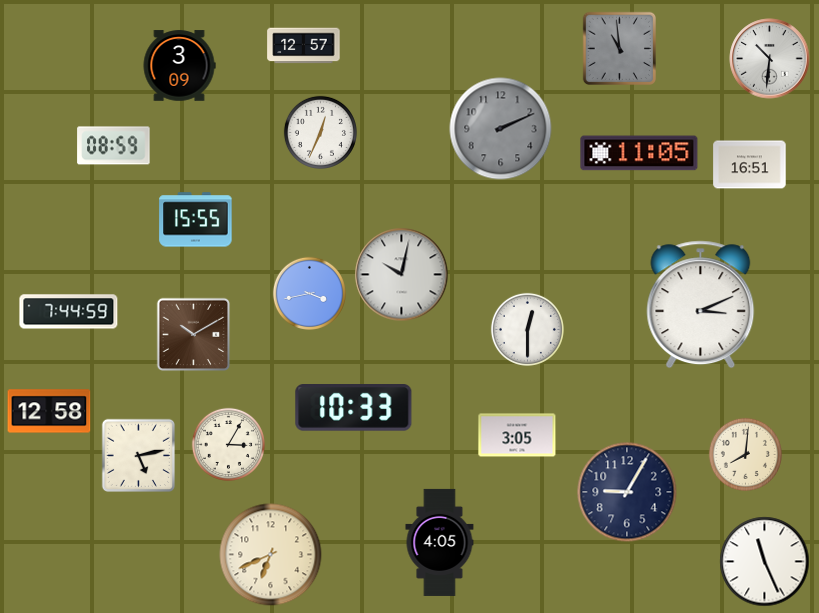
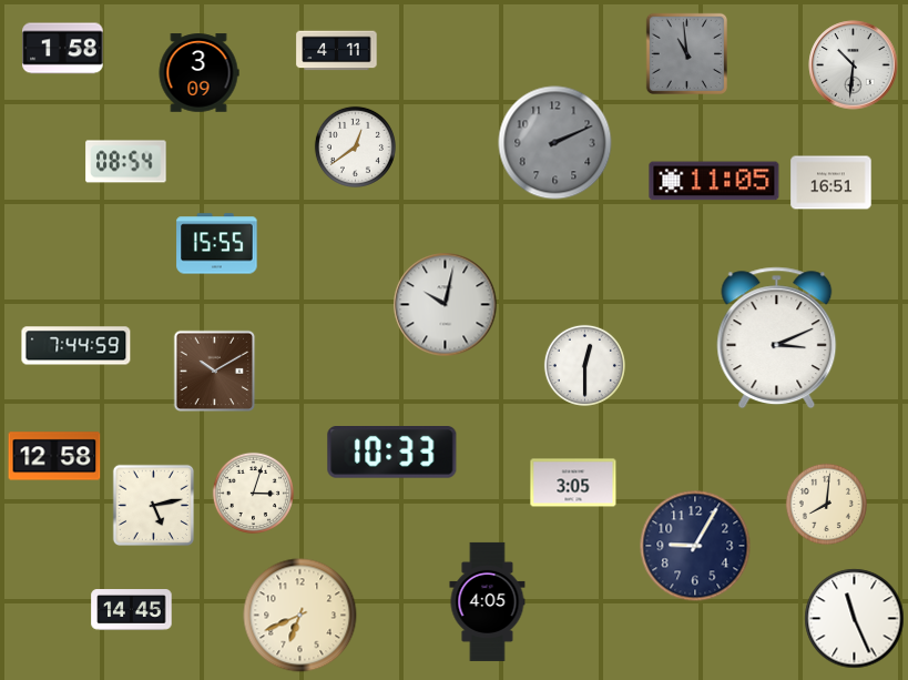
clock at (63, 49): none -> 1:58
clock at (304, 46): 12:57 -> 4:11
clock at (320, 132): 12:34 -> 12:39
clock at (114, 146): 08:59 -> 08:54
clock at (639, 153) position: (639, 153) -> (714, 181)
clock at (309, 293): 3:43 -> none
clock at (228, 444): 3:05 -> 3:03
clock at (132, 610): none -> 14:45
clock at (765, 562) position: (765, 562) -> (855, 619)
